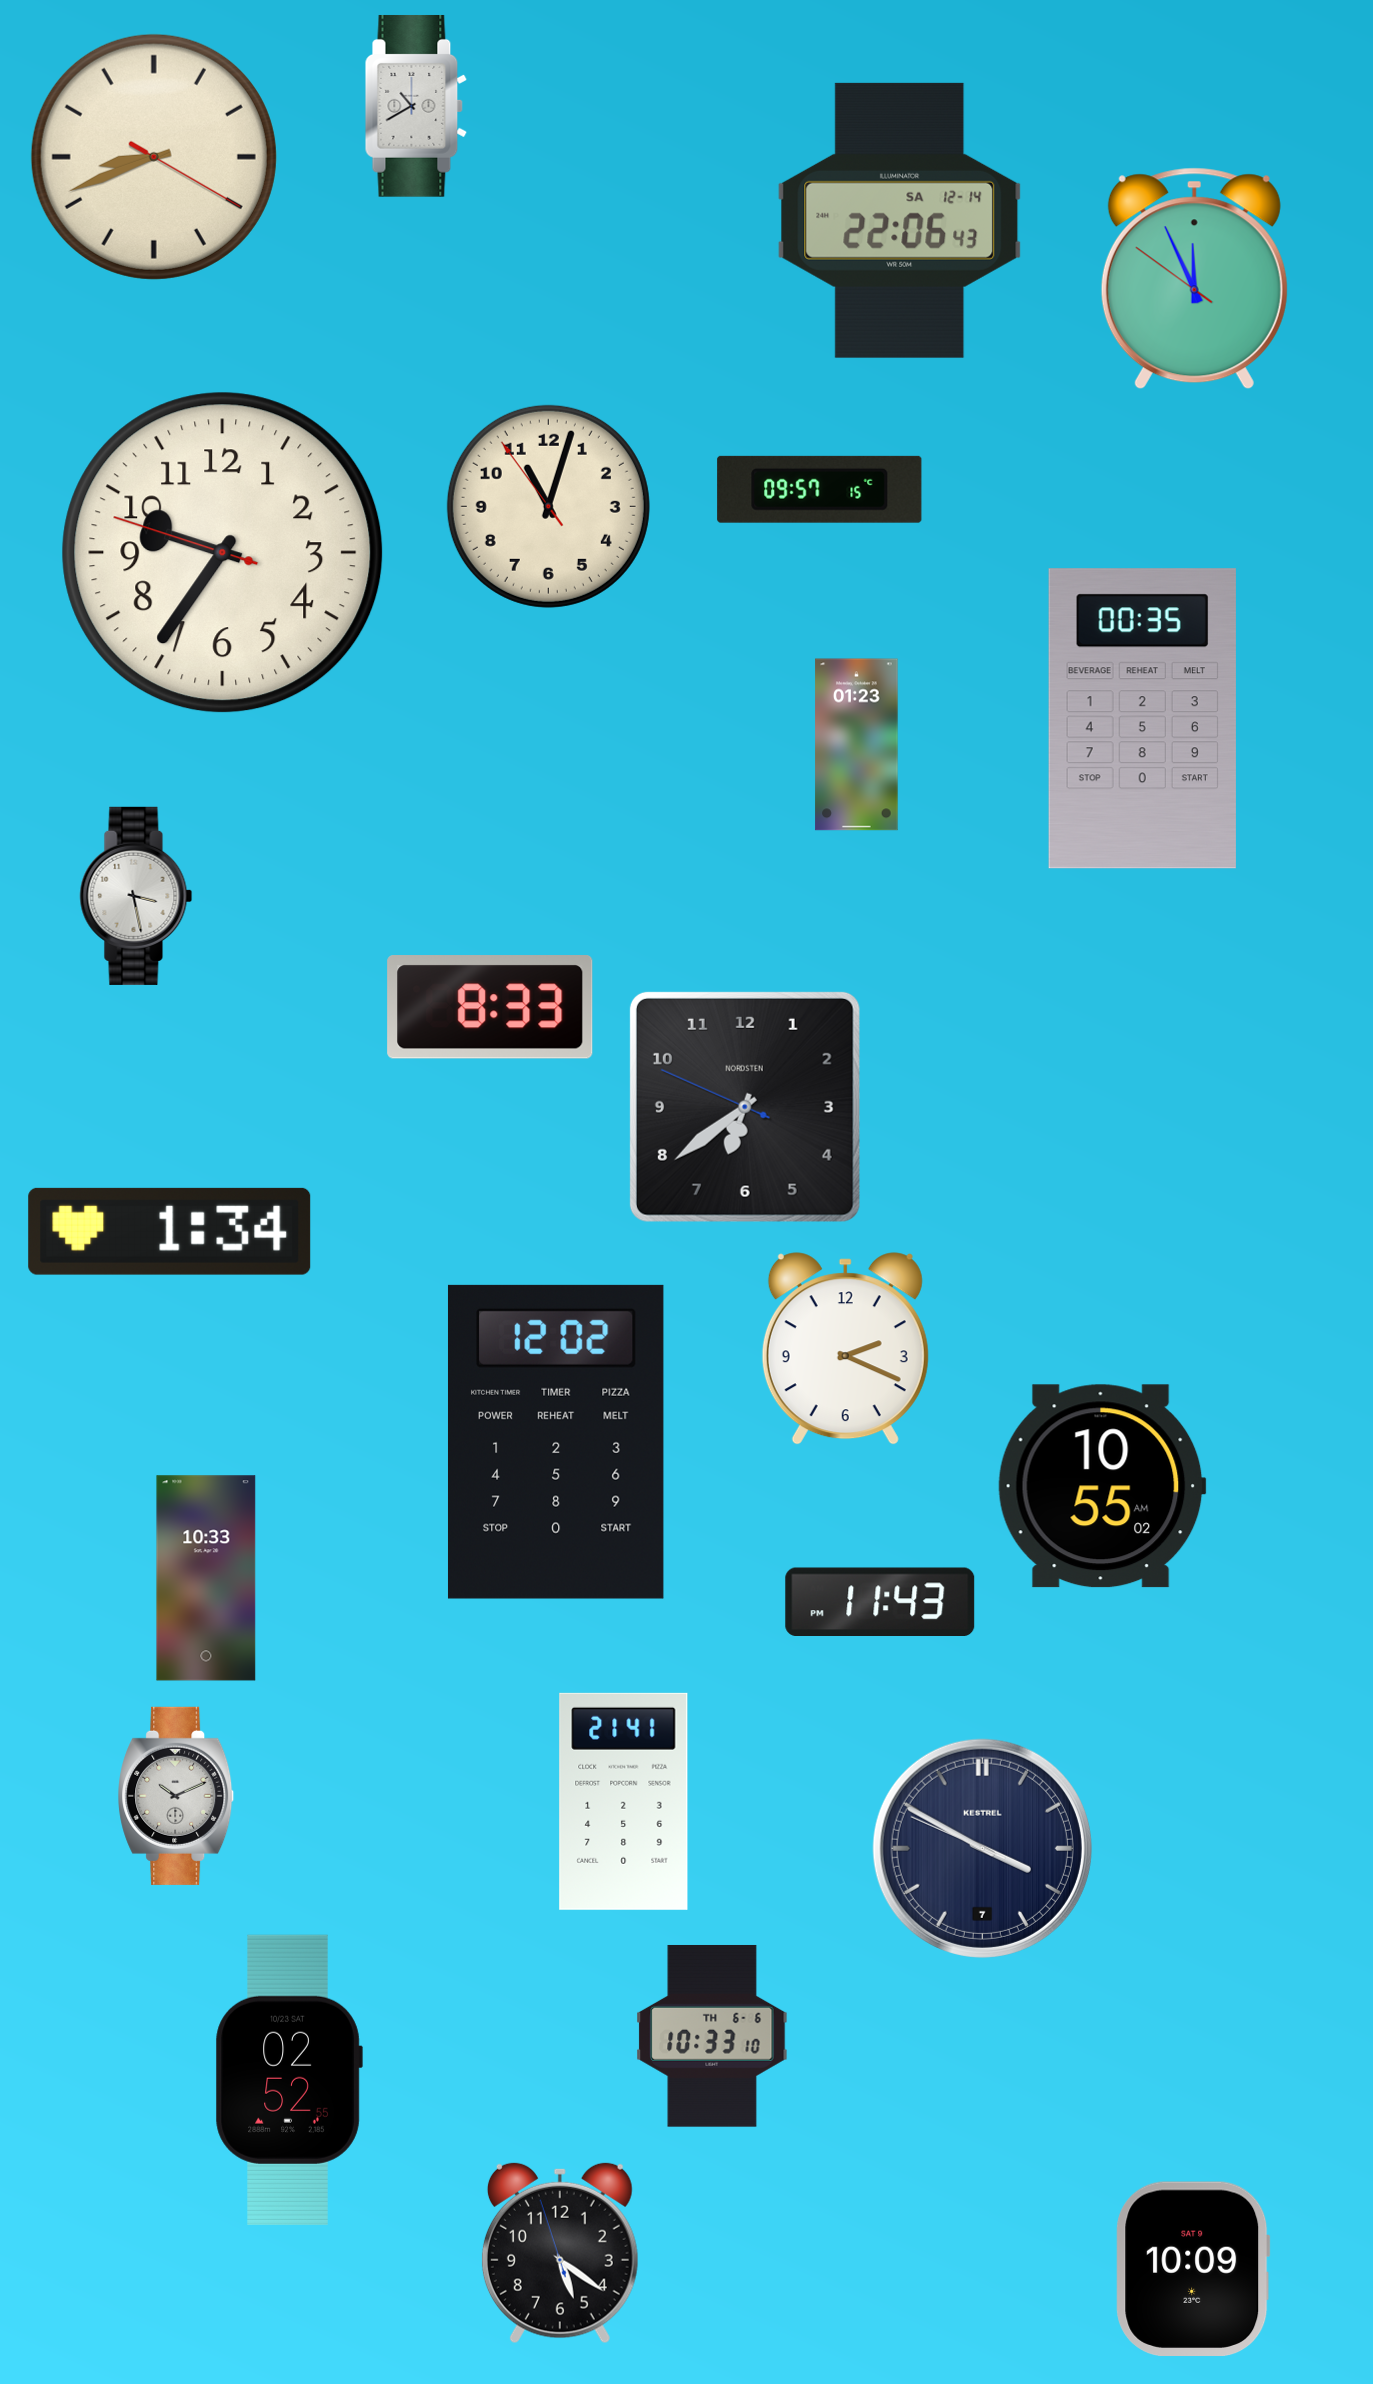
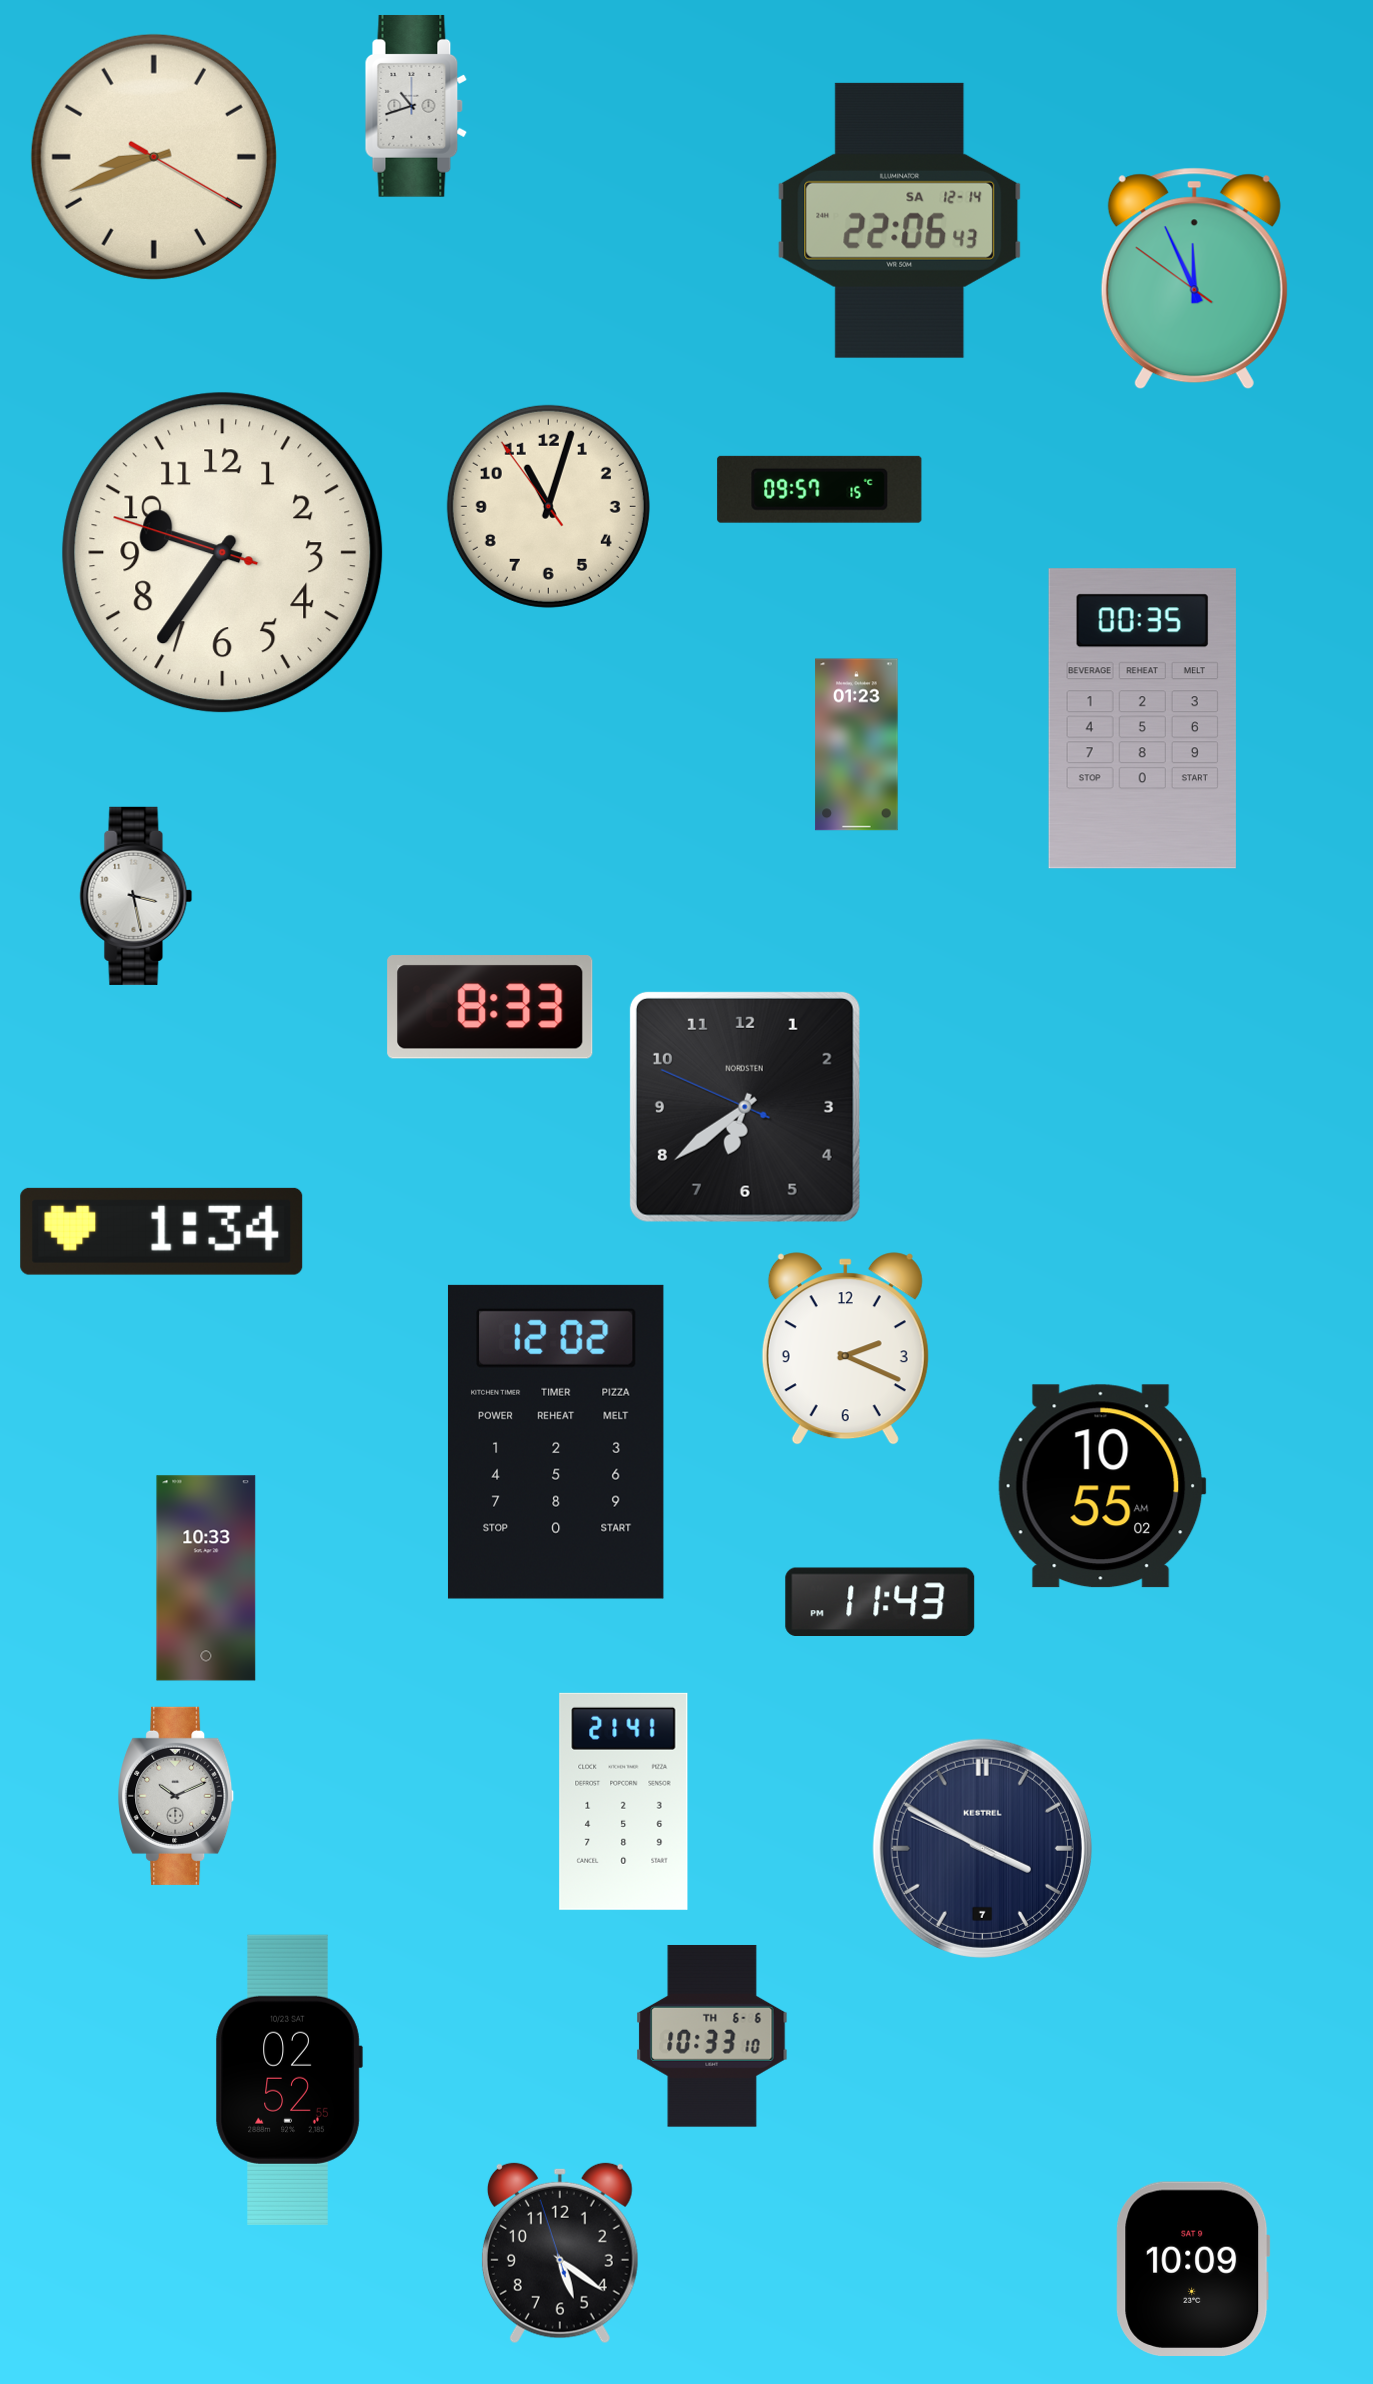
clock at (416, 106): 10:40 -> 10:42
clock at (170, 1231) position: (170, 1231) -> (162, 1231)
